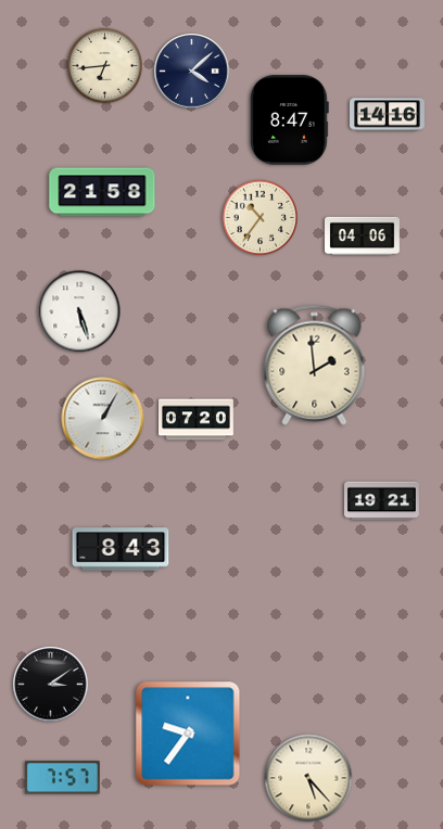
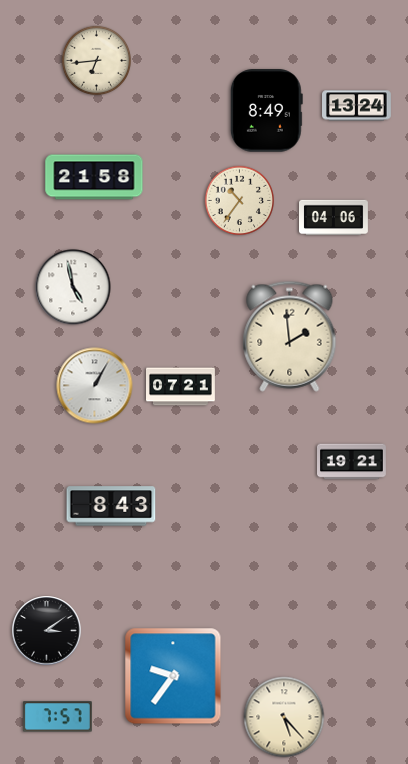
clock at (192, 72): 4:08 -> none
clock at (388, 115): 14:16 -> 13:24
clock at (289, 120): 8:47 -> 8:49
clock at (79, 311): 5:27 -> 4:58
clock at (197, 420): 07:20 -> 07:21
